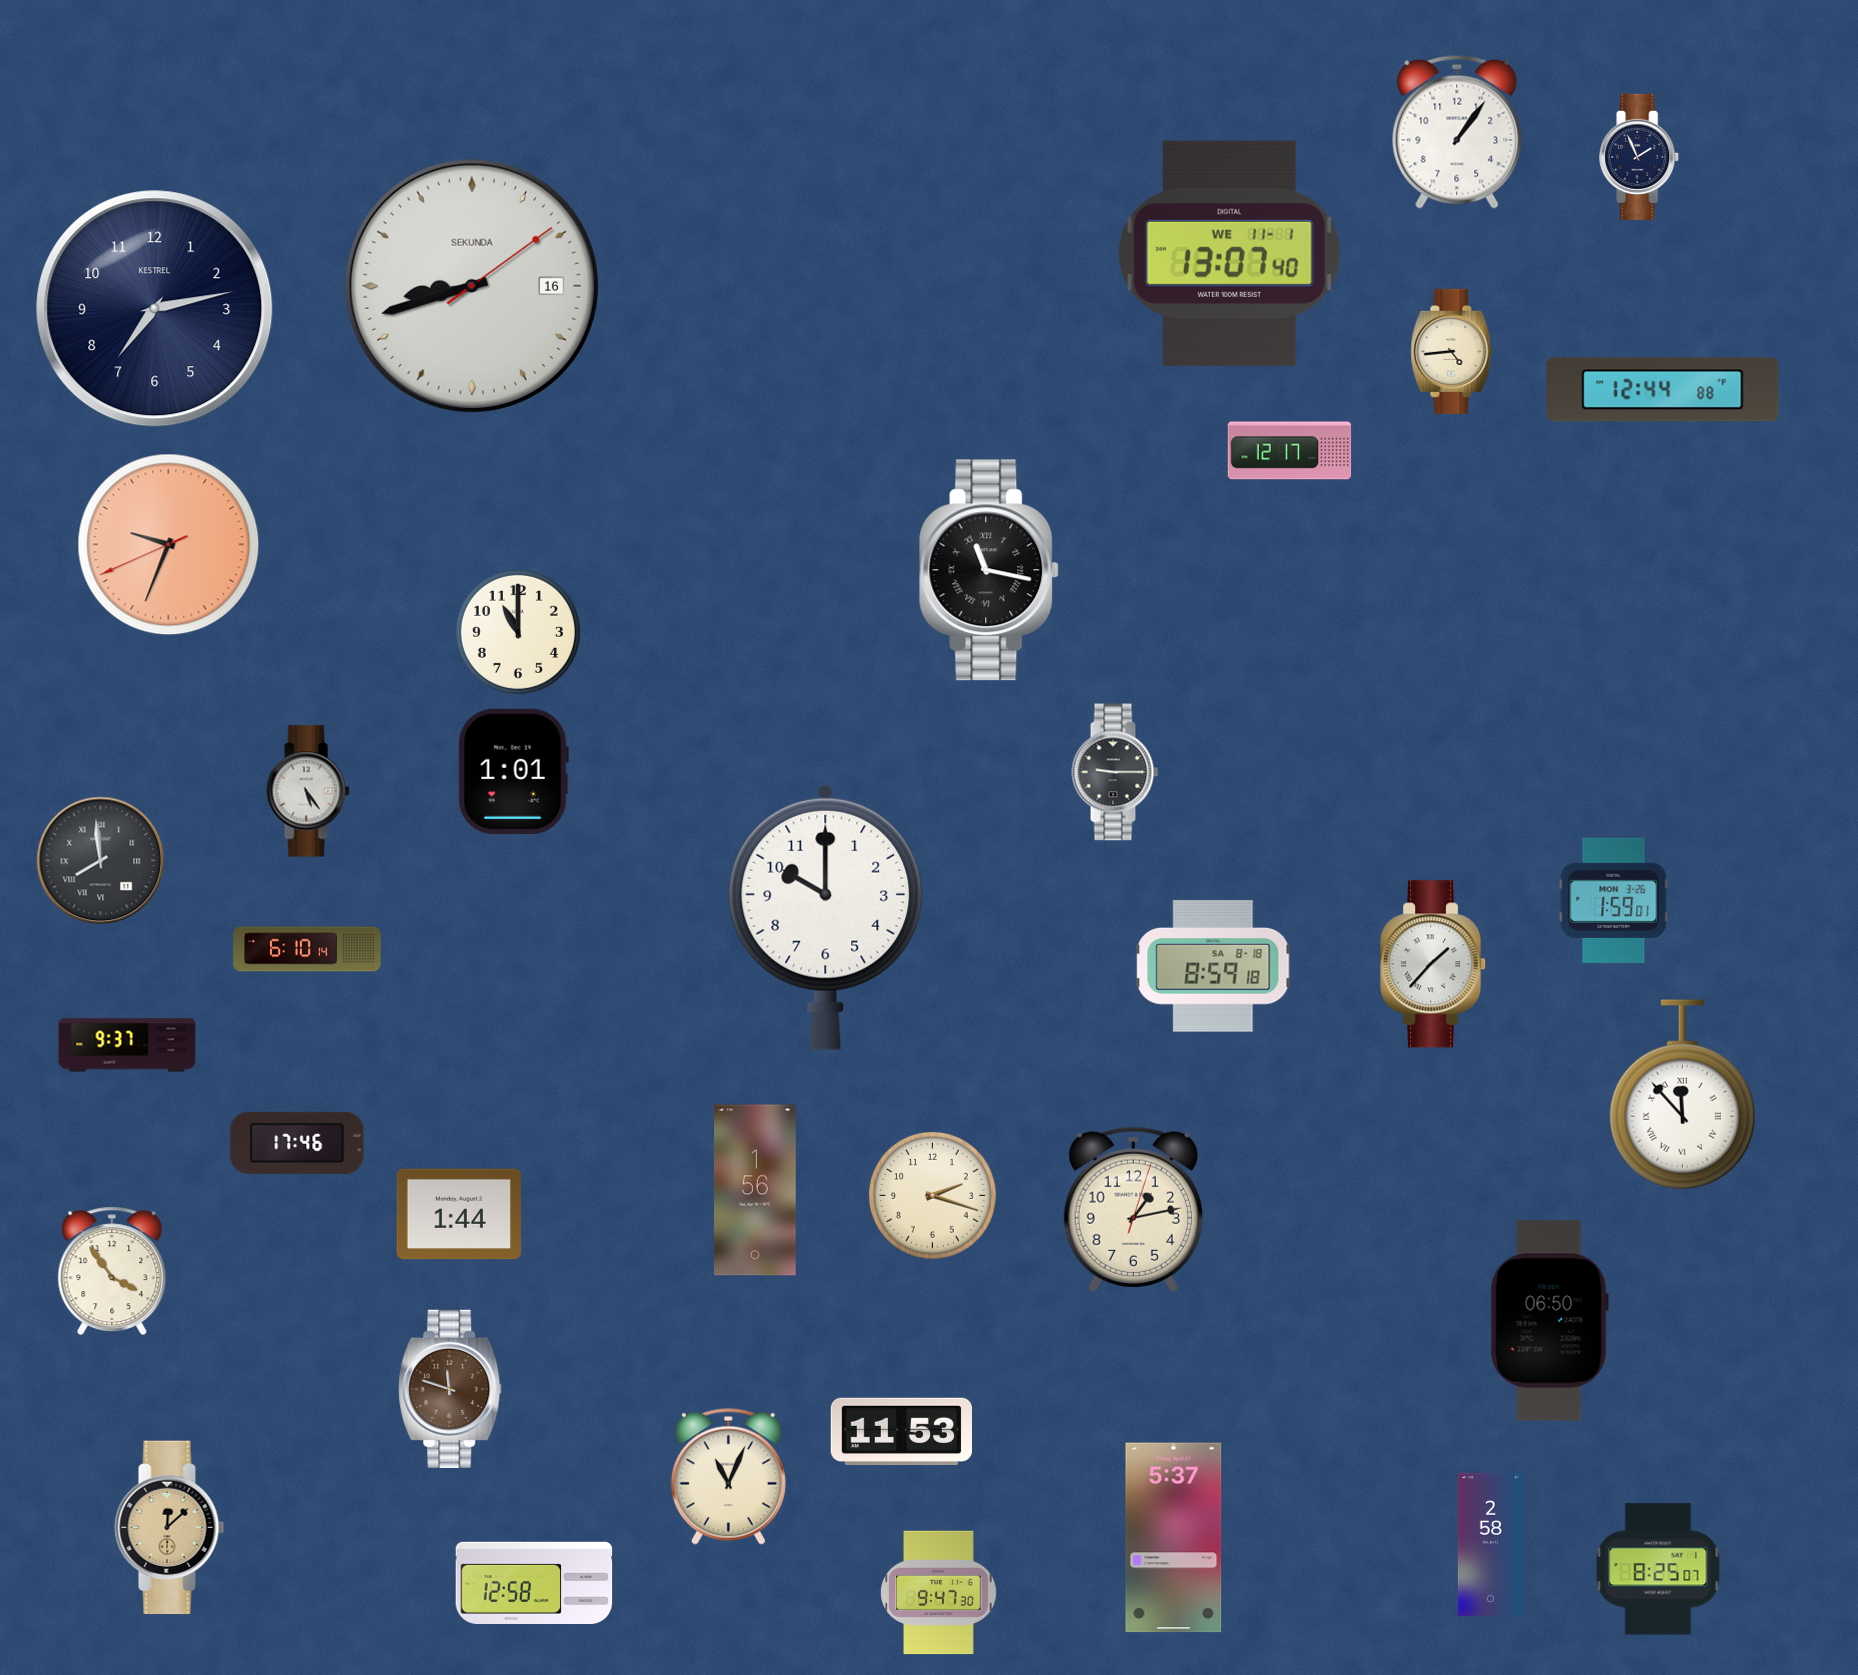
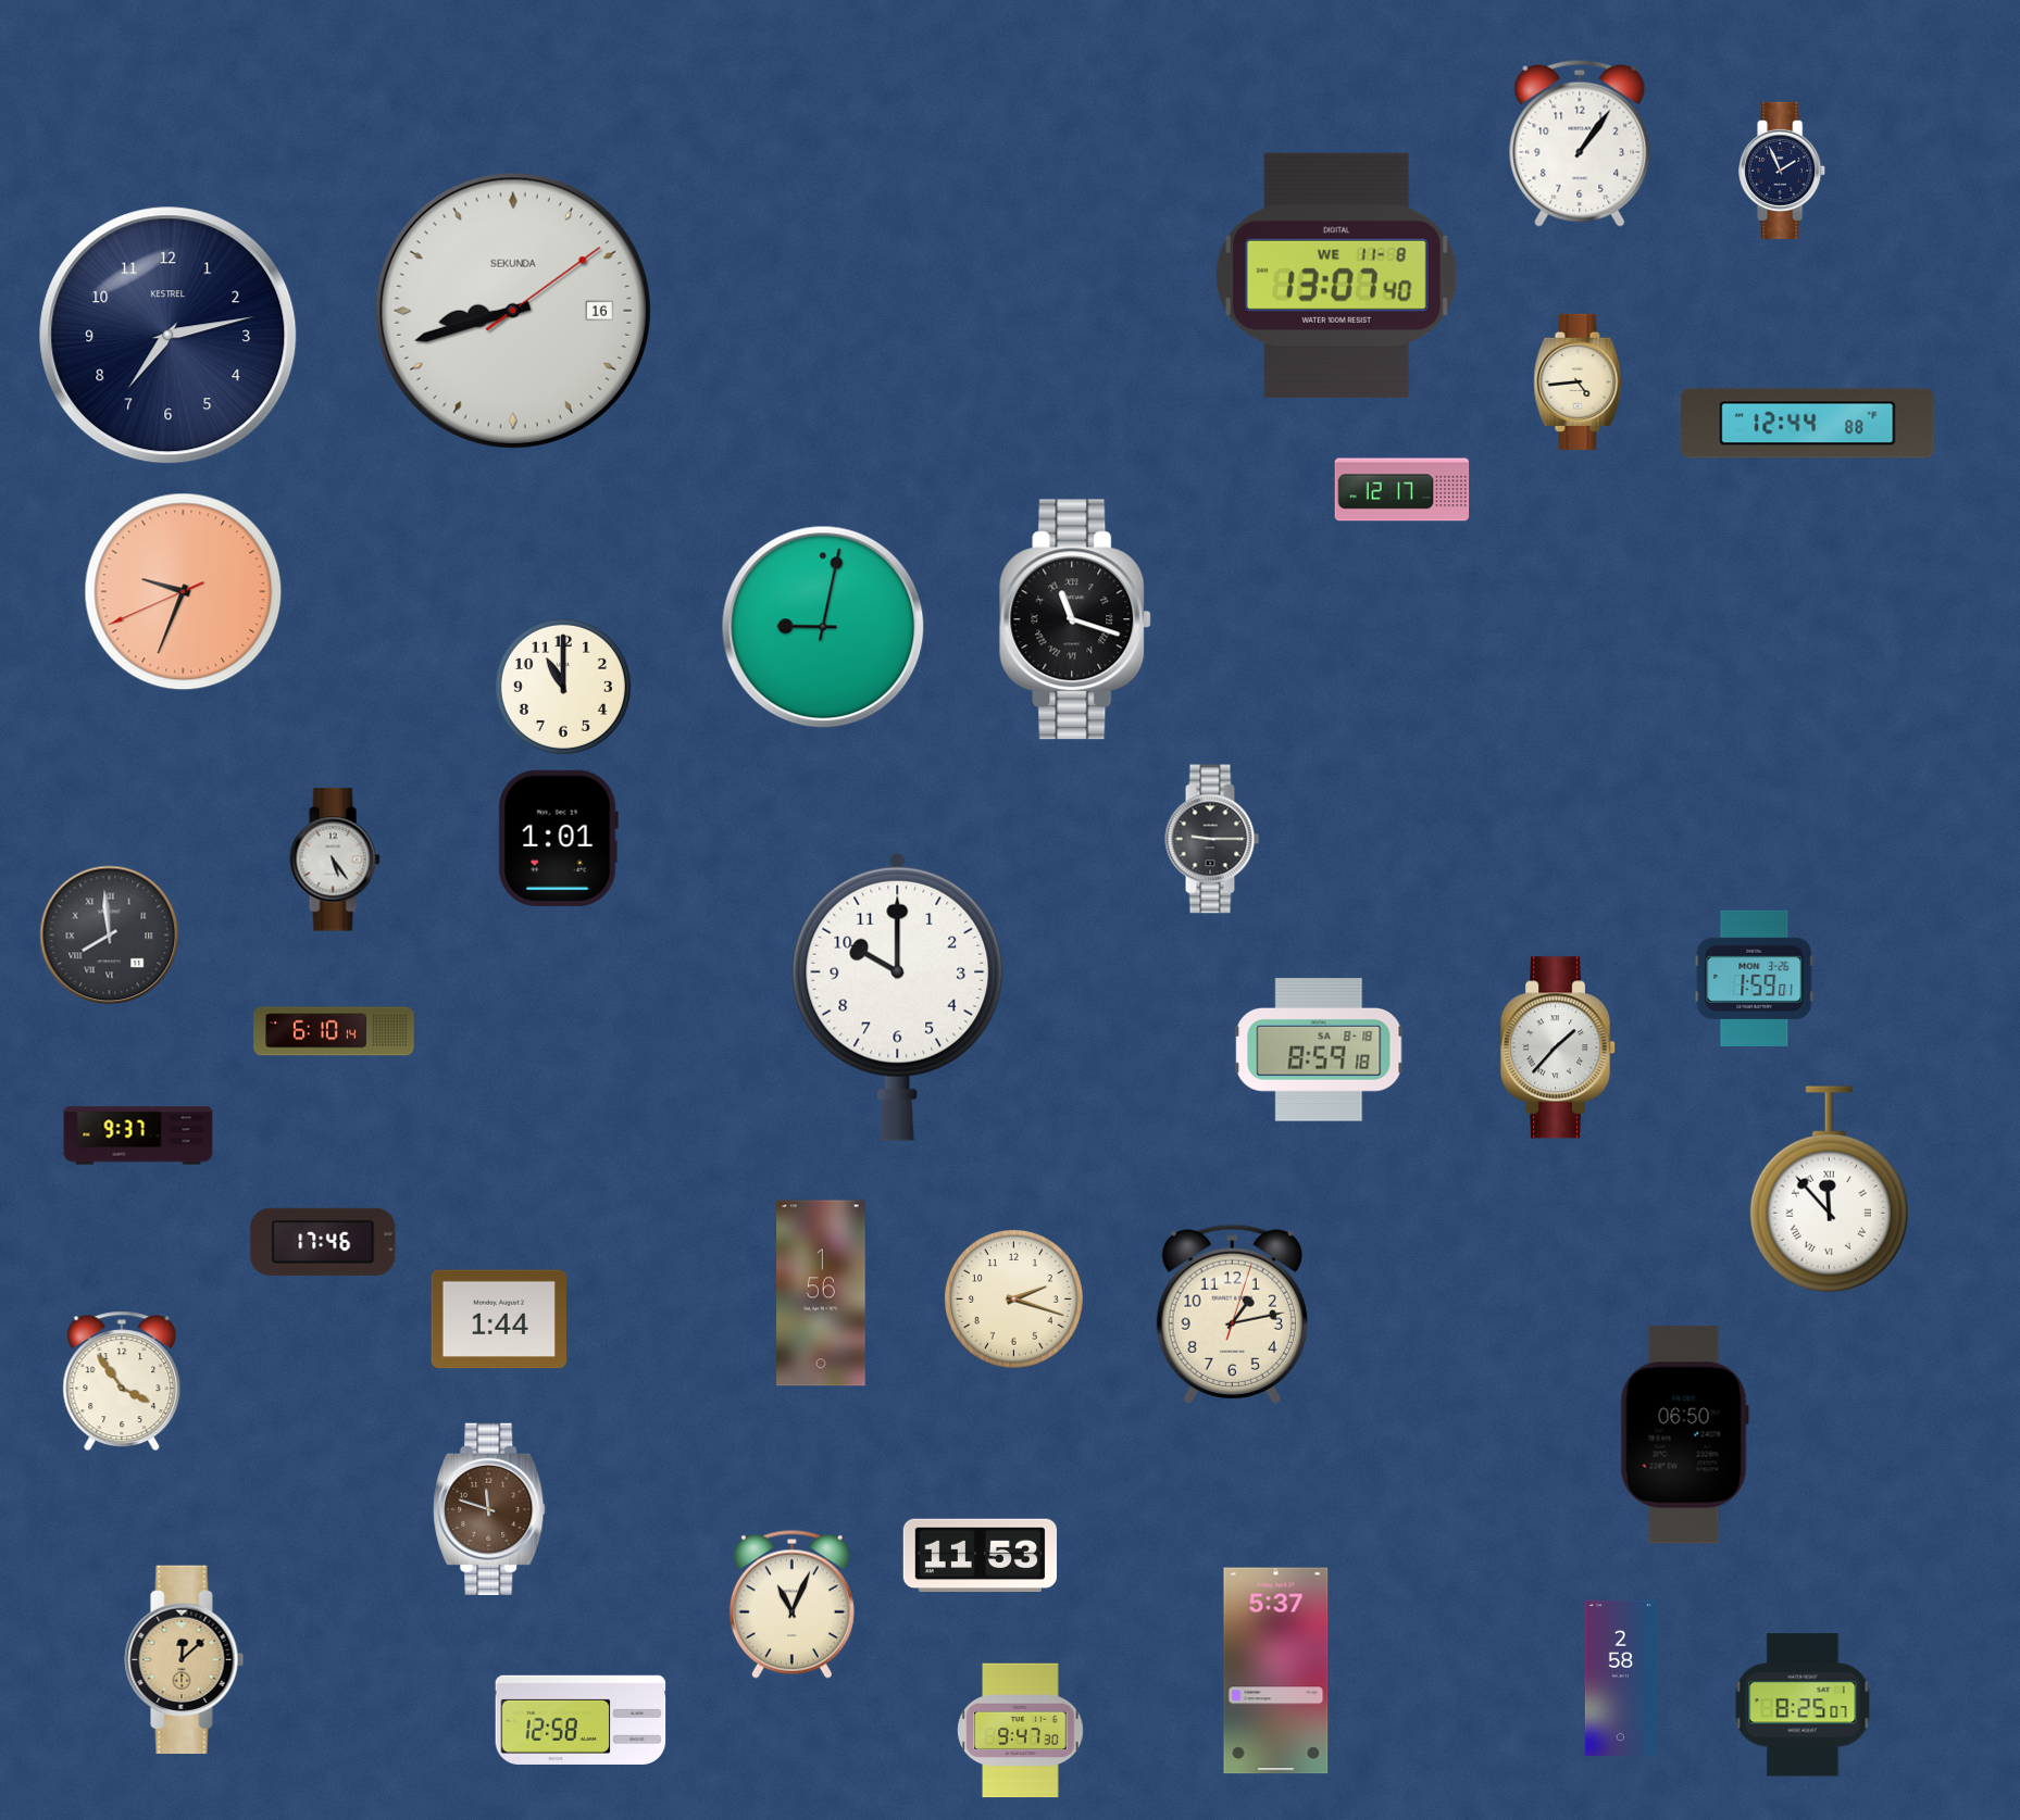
clock at (1457, 132) position: (1457, 132) -> (1580, 143)
clock at (1229, 253) date: WE 11-1 -> WE 11-8
clock at (990, 570): 11:17 -> 11:18
clock at (823, 627): none -> 9:02
